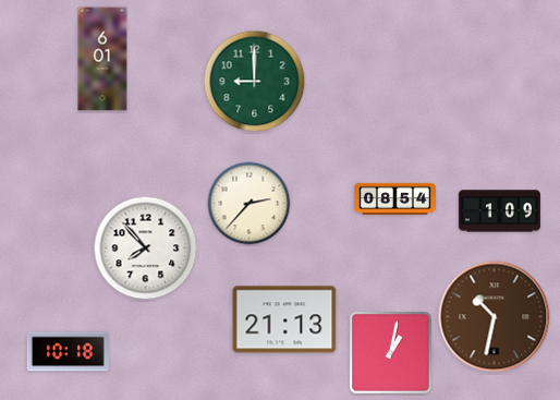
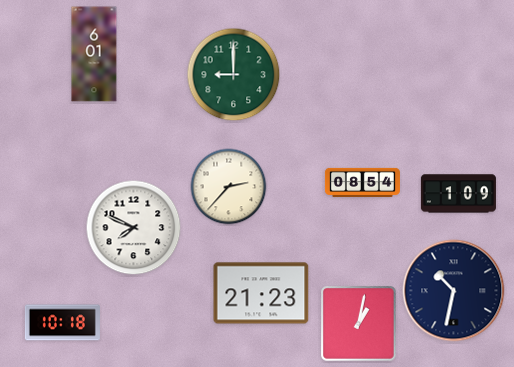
clock at (146, 249): 7:53 -> 7:49
clock at (495, 317) dial: brown -> navy
clock at (284, 319): 21:13 -> 21:23
